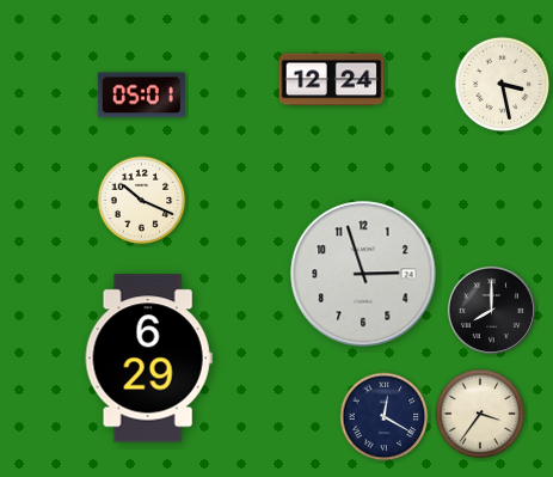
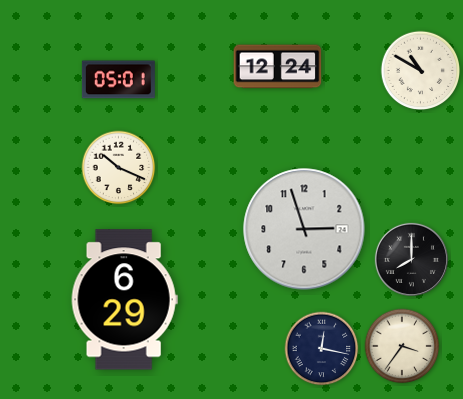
clock at (503, 85): 3:28 -> 10:50
clock at (385, 417): 12:20 -> 12:17
